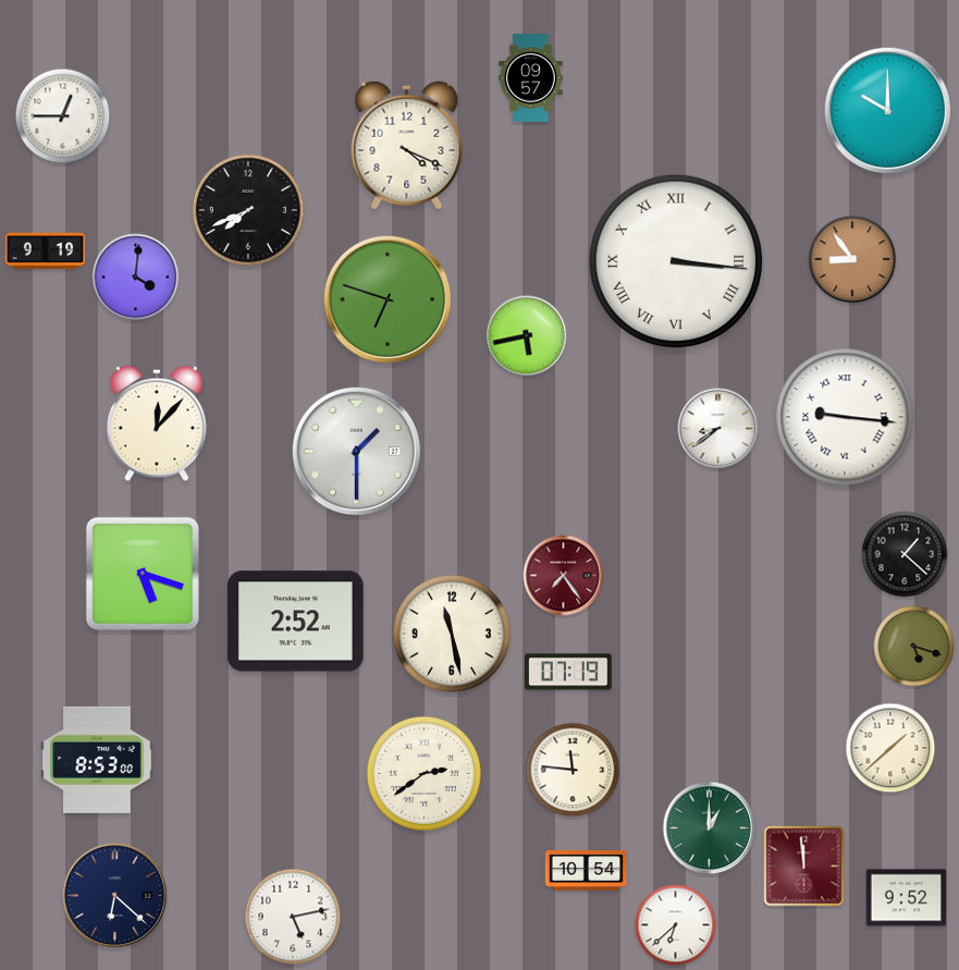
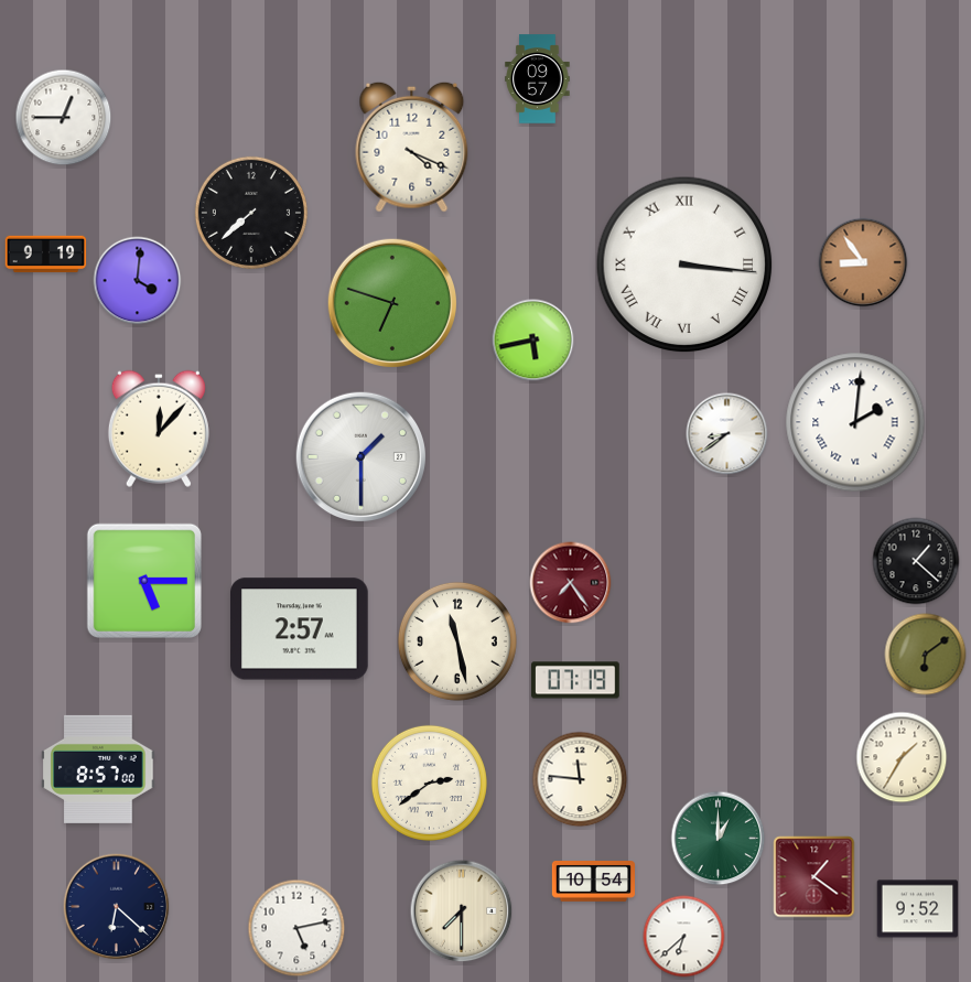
clock at (888, 111): 10:00 -> none
clock at (248, 210): 7:41 -> 7:38
clock at (845, 417): 9:16 -> 2:01
clock at (143, 574): 5:18 -> 5:15
clock at (296, 622): 2:52 -> 2:57
clock at (914, 647): 5:18 -> 6:09
clock at (890, 748): 1:38 -> 1:35
clock at (97, 760): 8:53 -> 8:57
clock at (804, 867): 11:59 -> 1:21
clock at (462, 911): none -> 7:30
